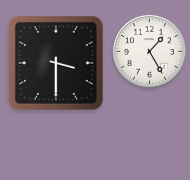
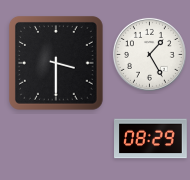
clock at (149, 51) position: (149, 51) -> (149, 54)
clock at (151, 139): none -> 08:29
